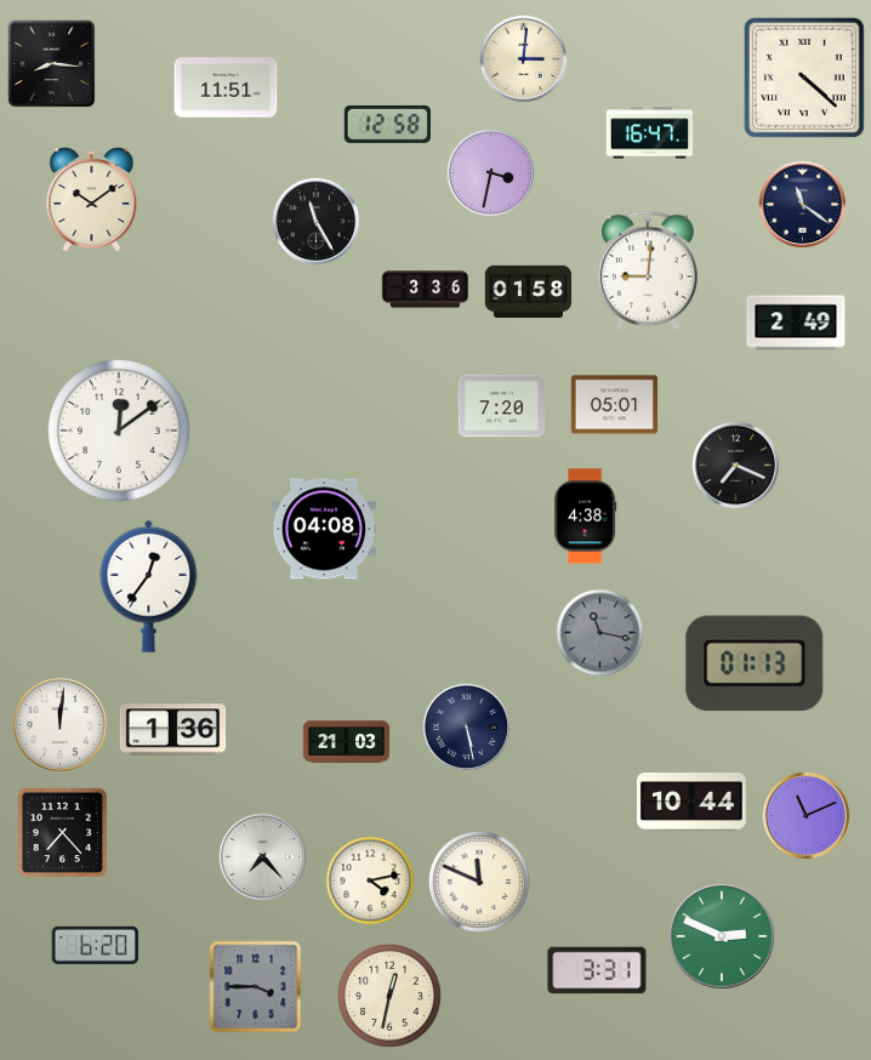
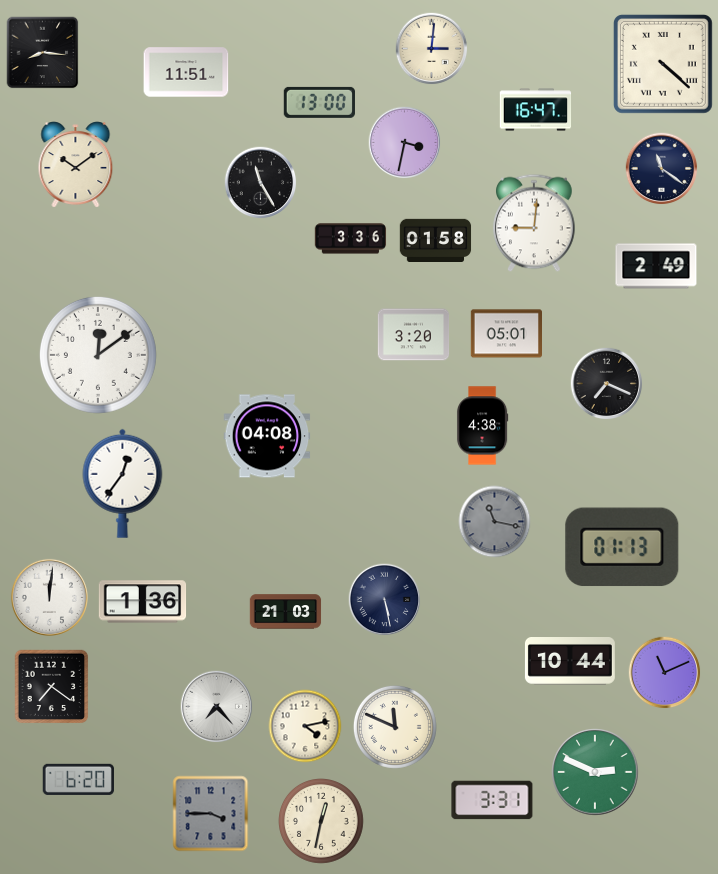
clock at (387, 124): 12:58 -> 13:00
clock at (502, 406): 7:20 -> 3:20
clock at (63, 833): 7:23 -> 7:21
